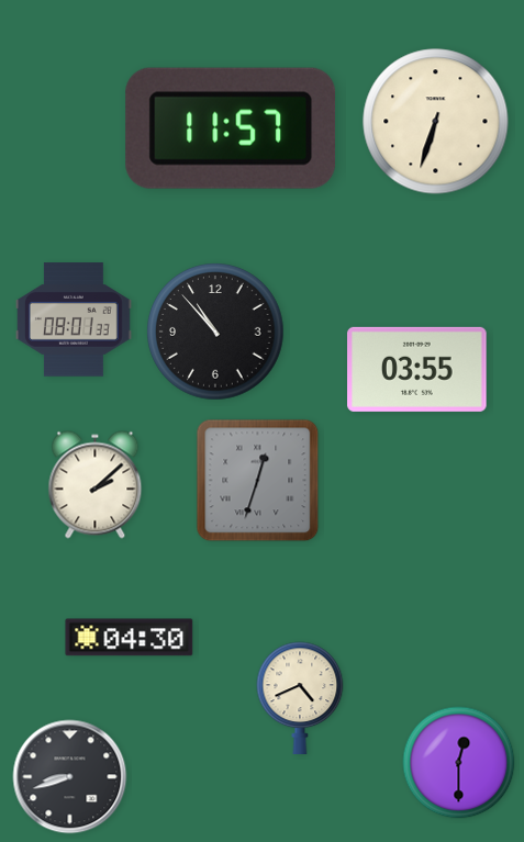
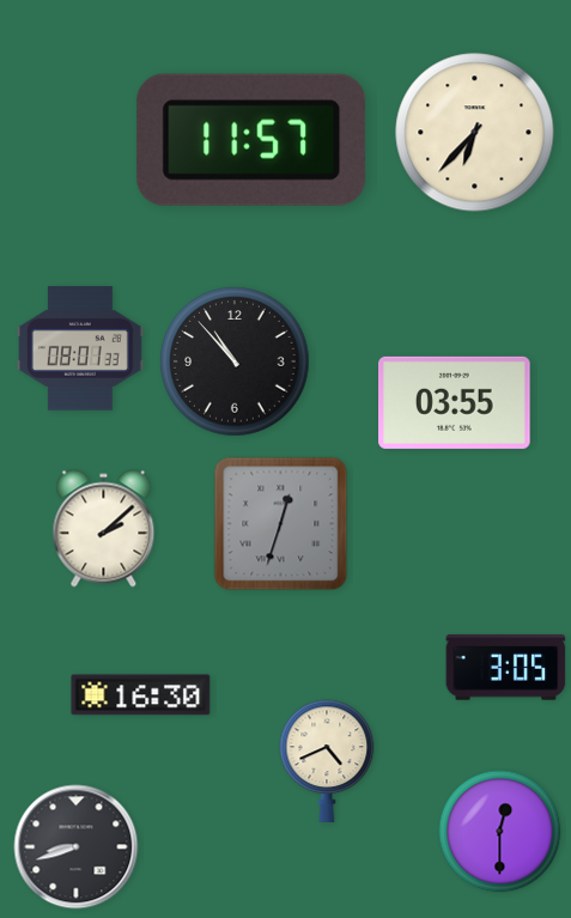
clock at (436, 122): 6:33 -> 6:37
clock at (506, 668): none -> 3:05
clock at (130, 638): 04:30 -> 16:30
